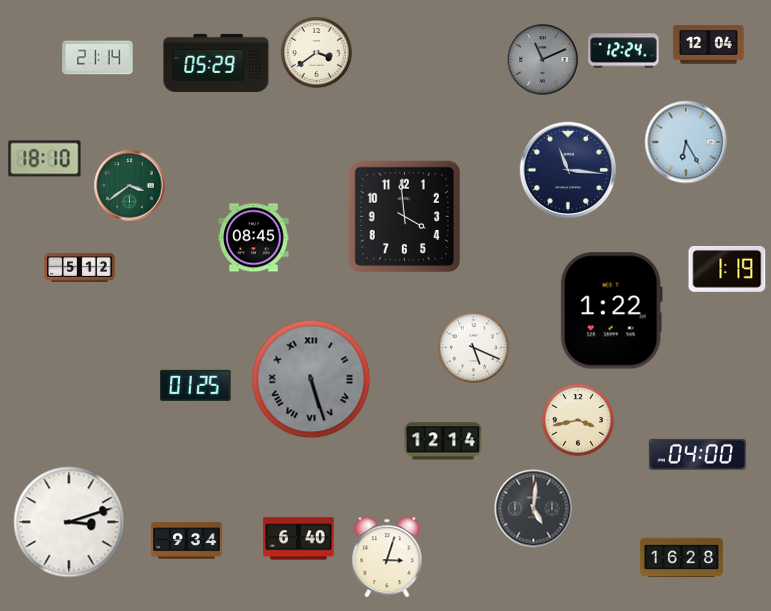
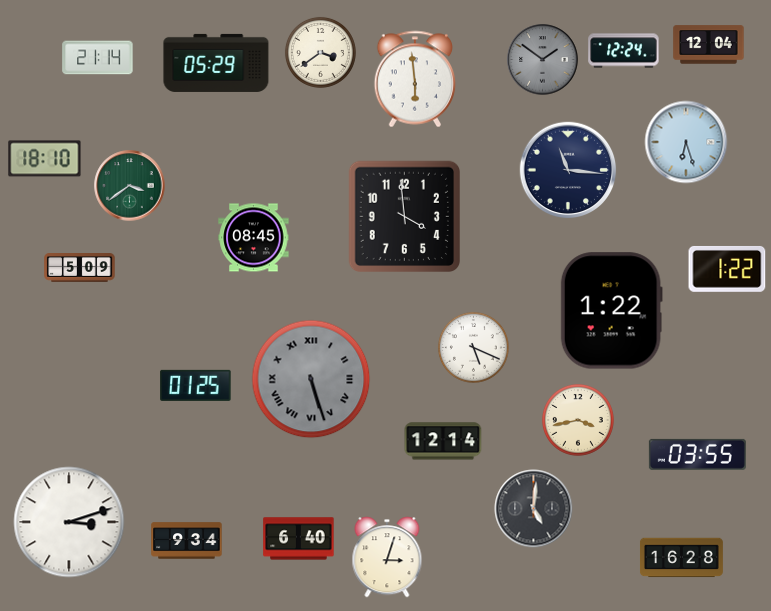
clock at (316, 52) position: (316, 52) -> (320, 52)
clock at (543, 60): 11:11 -> 1:51
clock at (415, 79): none -> 5:59
clock at (686, 142): 6:25 -> 6:27
clock at (80, 268): 5:12 -> 5:09
clock at (727, 269): 1:19 -> 1:22
clock at (697, 454): 04:00 -> 03:55
